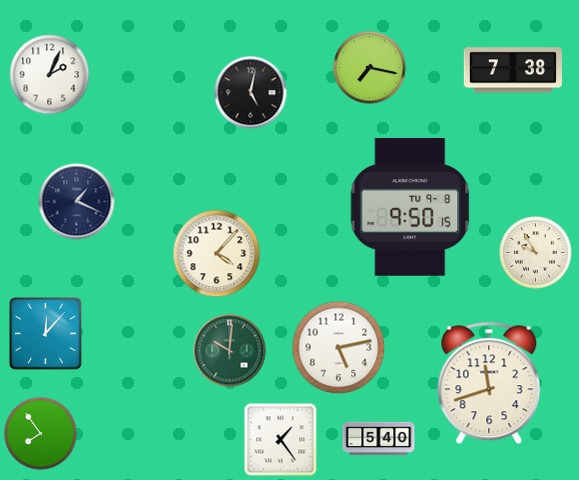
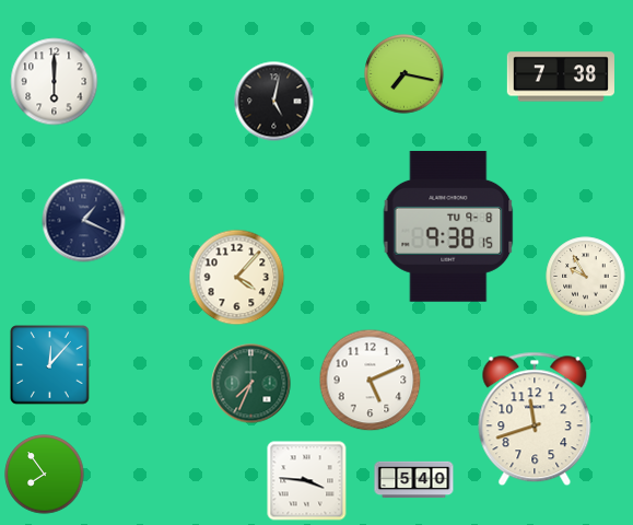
clock at (50, 75): 2:04 -> 6:00
clock at (410, 207): 9:50 -> 9:38
clock at (339, 348): 5:13 -> 5:11
clock at (230, 351): 10:01 -> 7:34
clock at (281, 440): 1:24 -> 3:46
